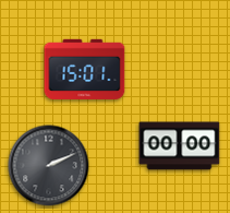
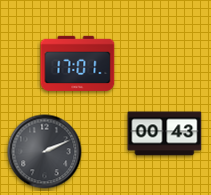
clock at (85, 69): 15:01 -> 17:01
clock at (180, 146): 00:00 -> 00:43
